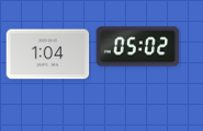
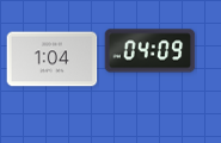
clock at (138, 47): 05:02 -> 04:09
